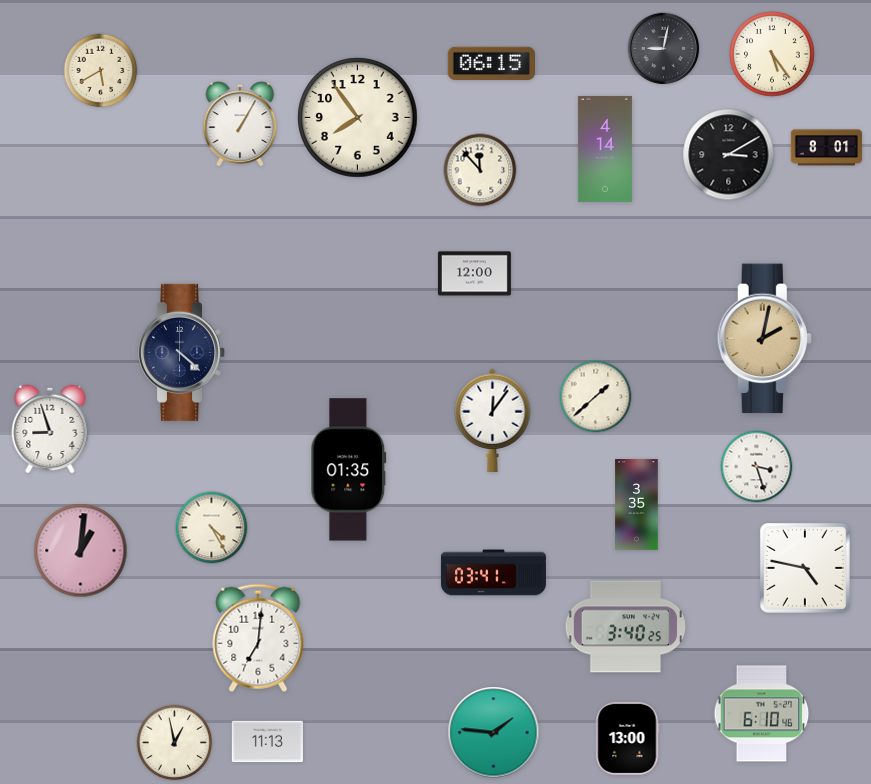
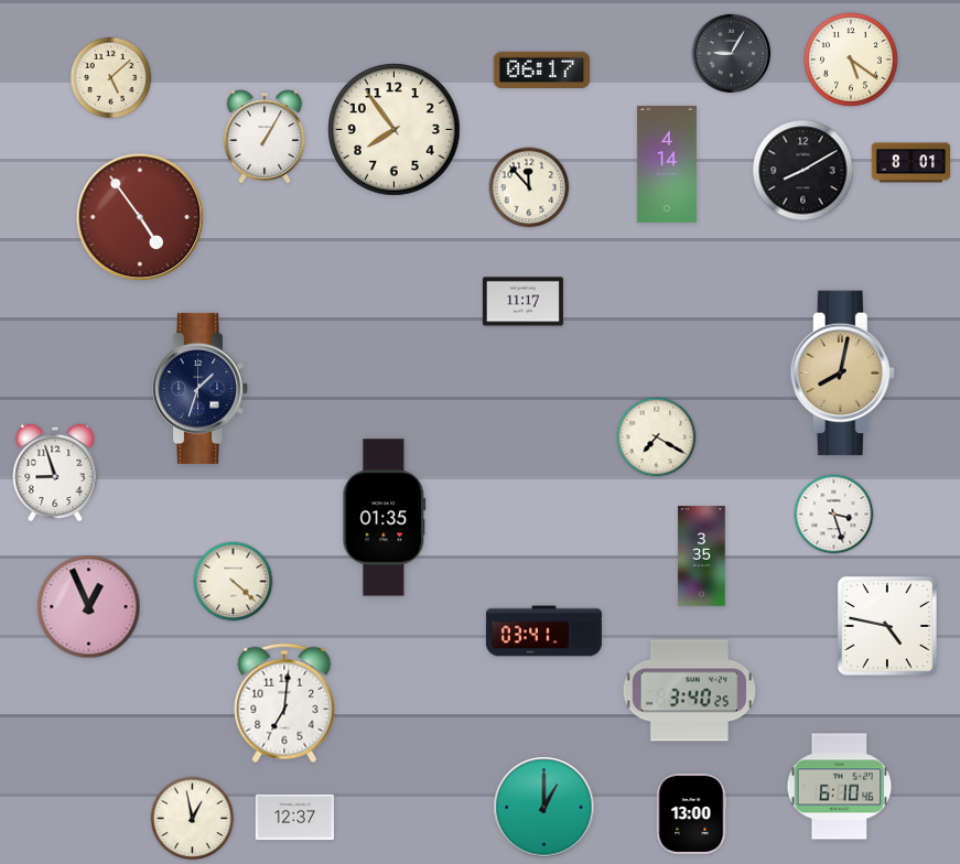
clock at (664, 49): 9:02 -> 9:05
clock at (772, 54): 5:24 -> 5:21
clock at (491, 63): 06:15 -> 06:17
clock at (101, 71): 5:40 -> 5:08
clock at (729, 155): 3:10 -> 8:10
clock at (140, 217): none -> 4:54
clock at (474, 274): 12:00 -> 11:17
clock at (764, 339): 2:02 -> 8:02
clock at (182, 352): 4:22 -> 1:33
clock at (596, 397): 1:38 -> 7:20
clock at (493, 420): 12:06 -> none
clock at (212, 528): 4:25 -> 4:22
clock at (81, 551): 1:01 -> 12:56
clock at (494, 733): 1:46 -> 1:00
clock at (267, 742): 11:13 -> 12:37
